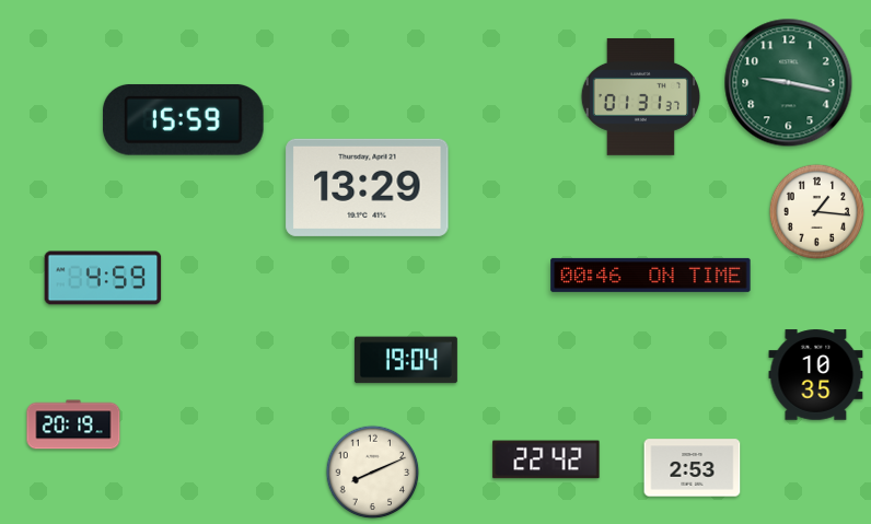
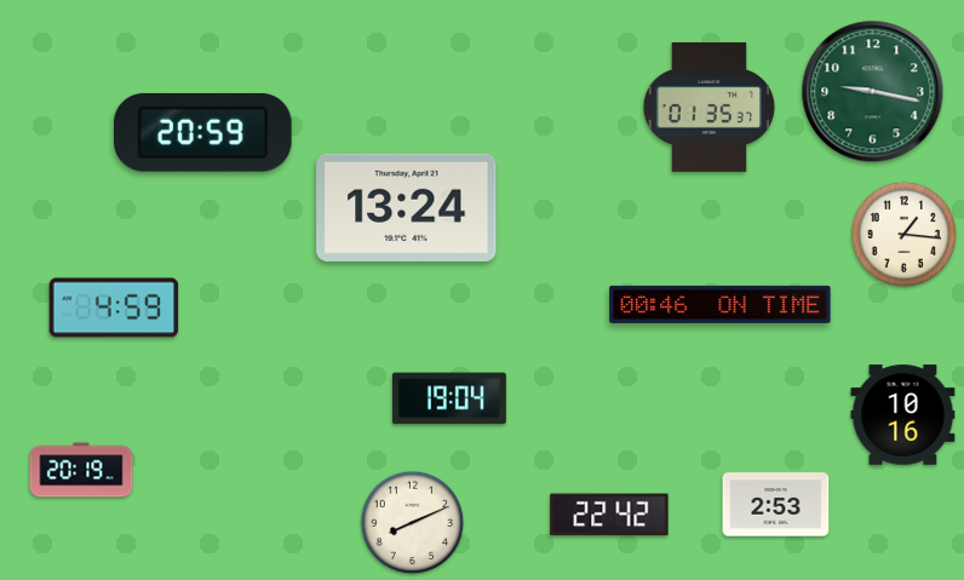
clock at (640, 96): 01:31 -> 01:35
clock at (183, 119): 15:59 -> 20:59
clock at (368, 187): 13:29 -> 13:24
clock at (816, 375): 10:35 -> 10:16
clock at (546, 459) position: (546, 459) -> (609, 515)
clock at (693, 468) position: (693, 468) -> (776, 505)
